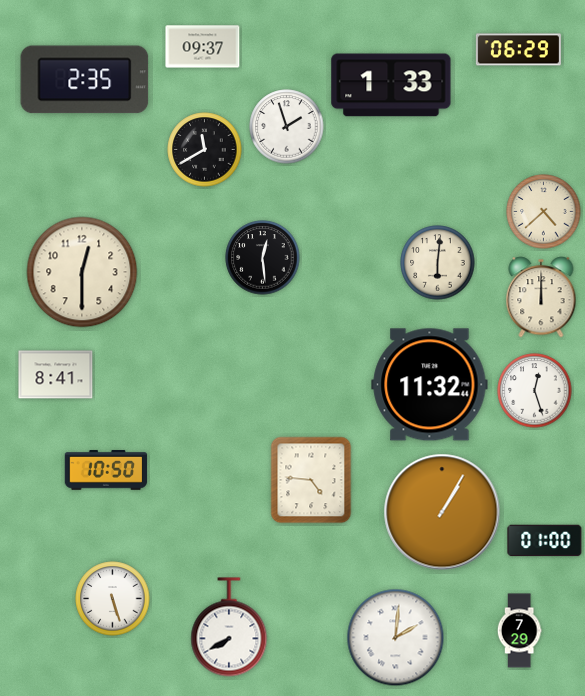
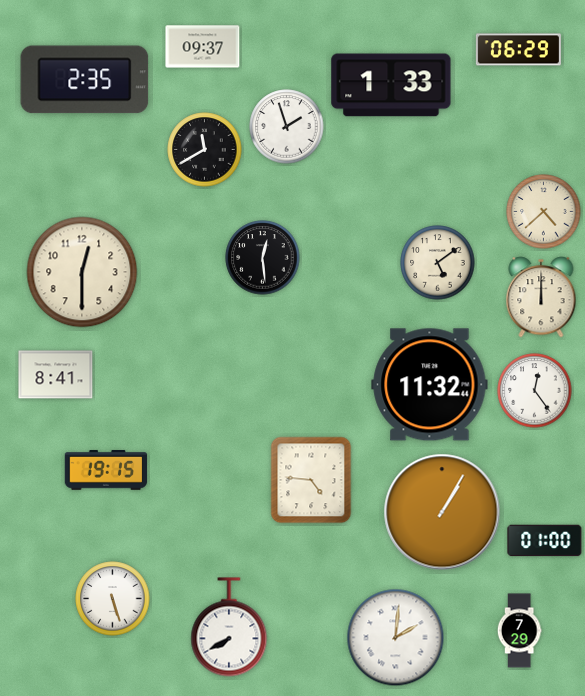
clock at (438, 263): 6:01 -> 5:09
clock at (535, 391): 12:27 -> 12:24
clock at (106, 471): 10:50 -> 19:15
